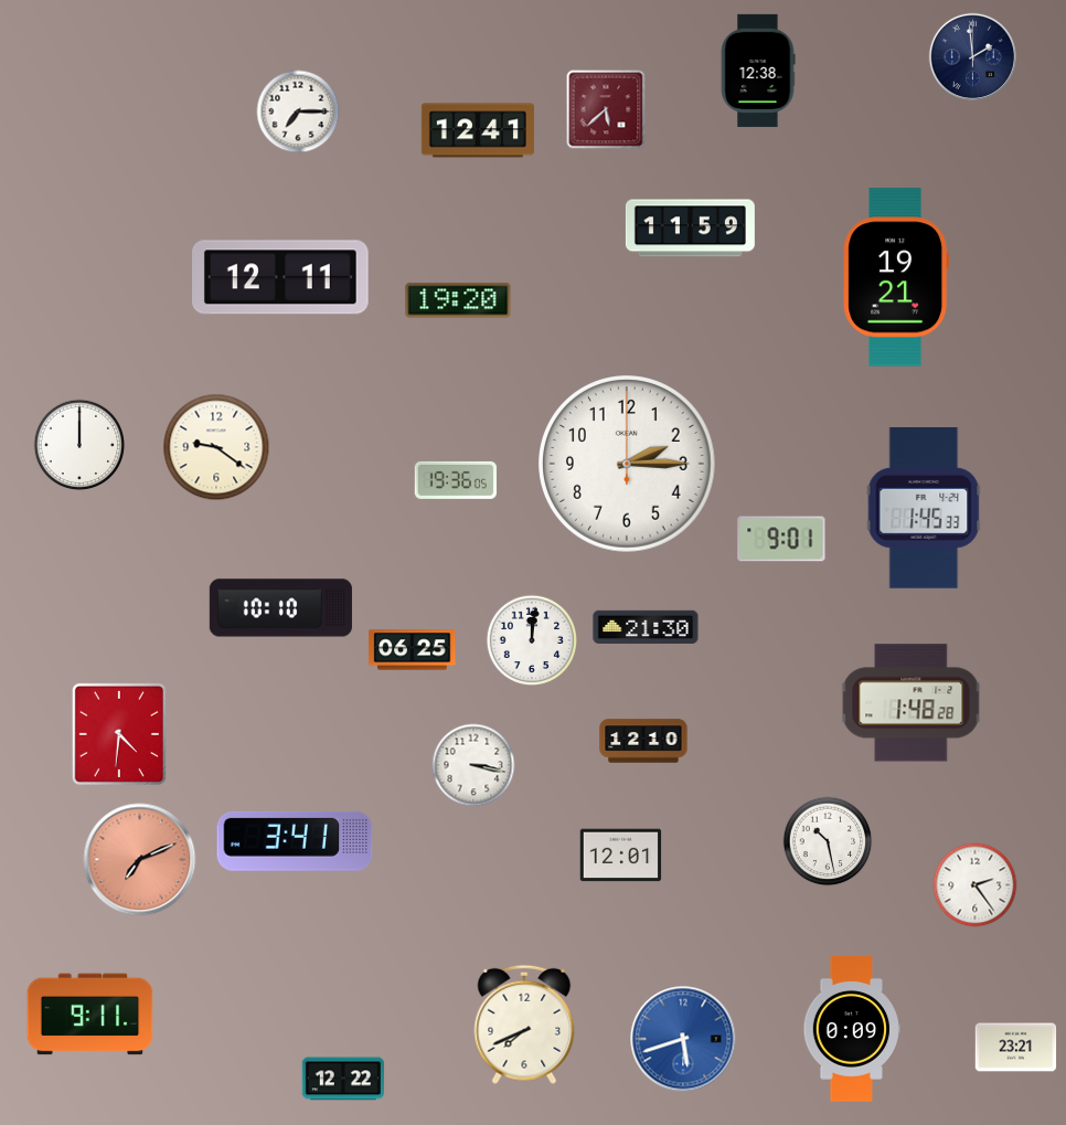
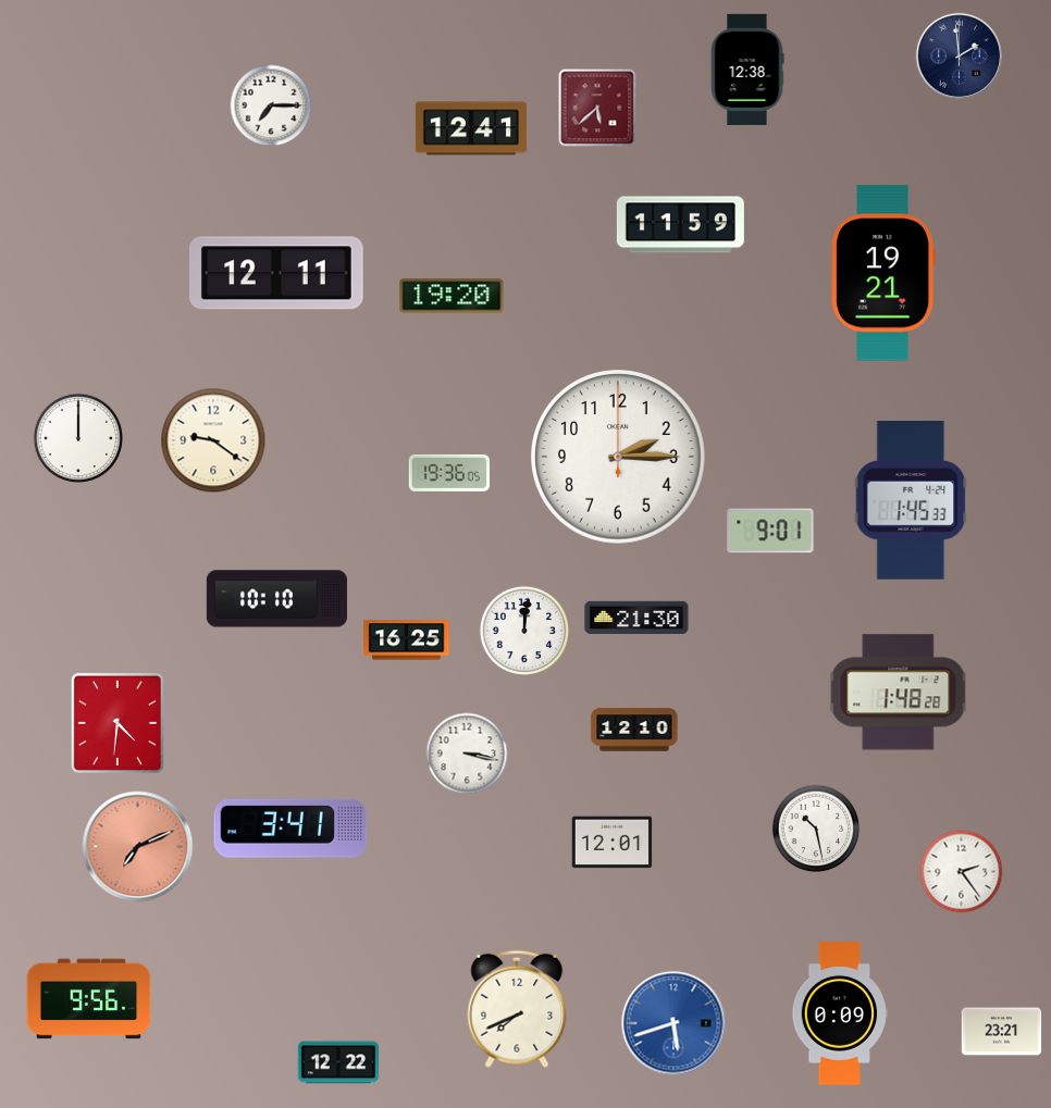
clock at (298, 112) position: (298, 112) -> (271, 105)
clock at (413, 650): 06:25 -> 16:25
clock at (90, 1015): 9:11 -> 9:56
